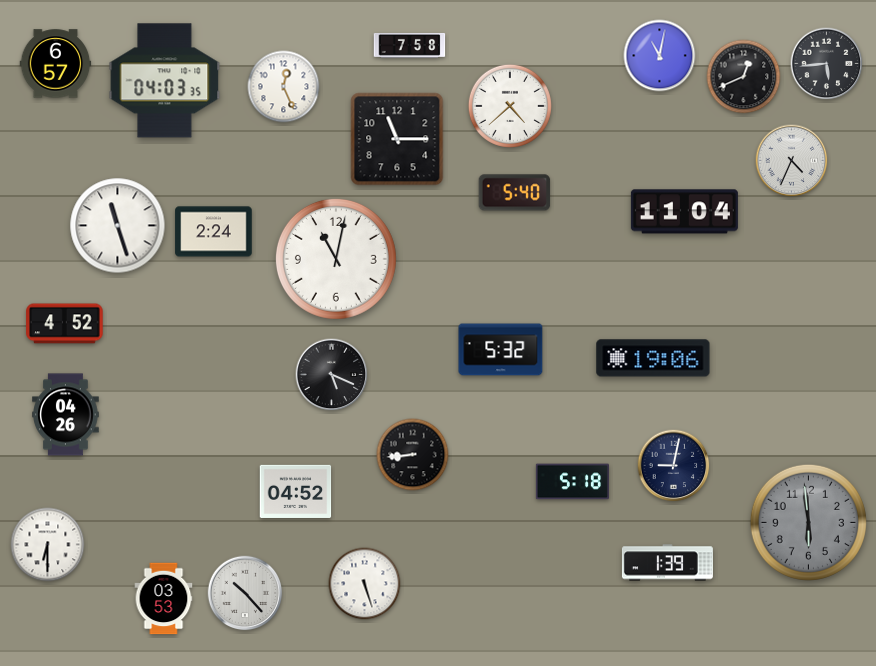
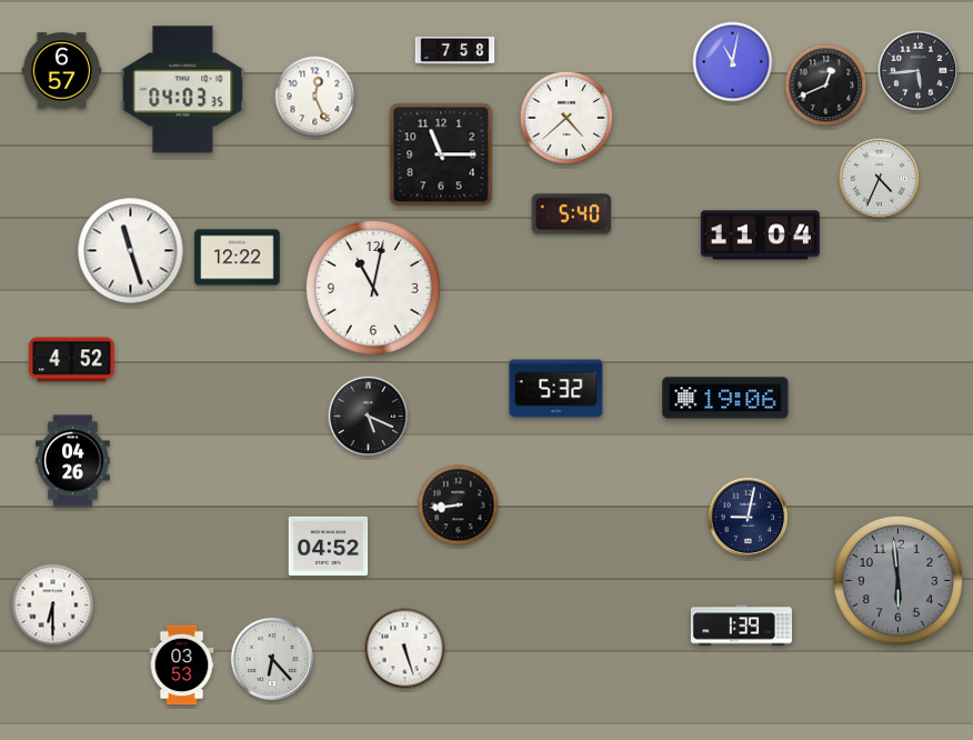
clock at (214, 232): 2:24 -> 12:22
clock at (572, 482): 5:18 -> none
clock at (245, 593): 10:23 -> 6:23
